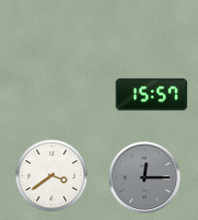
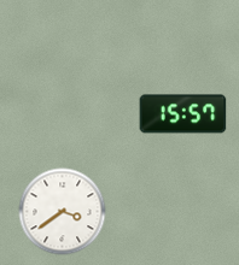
clock at (145, 178): 12:15 -> none
